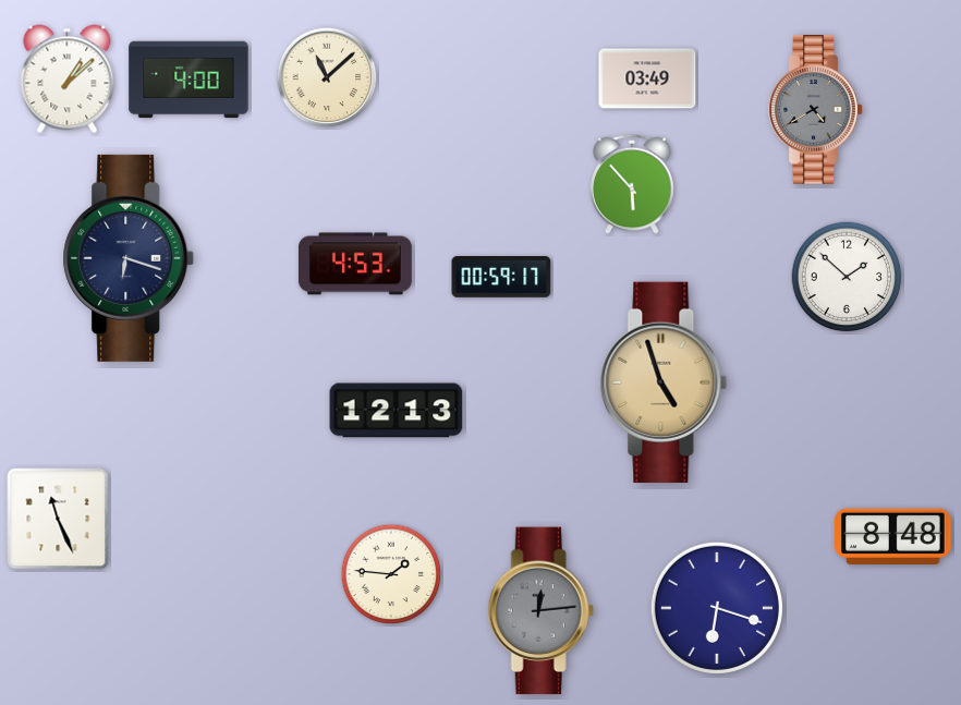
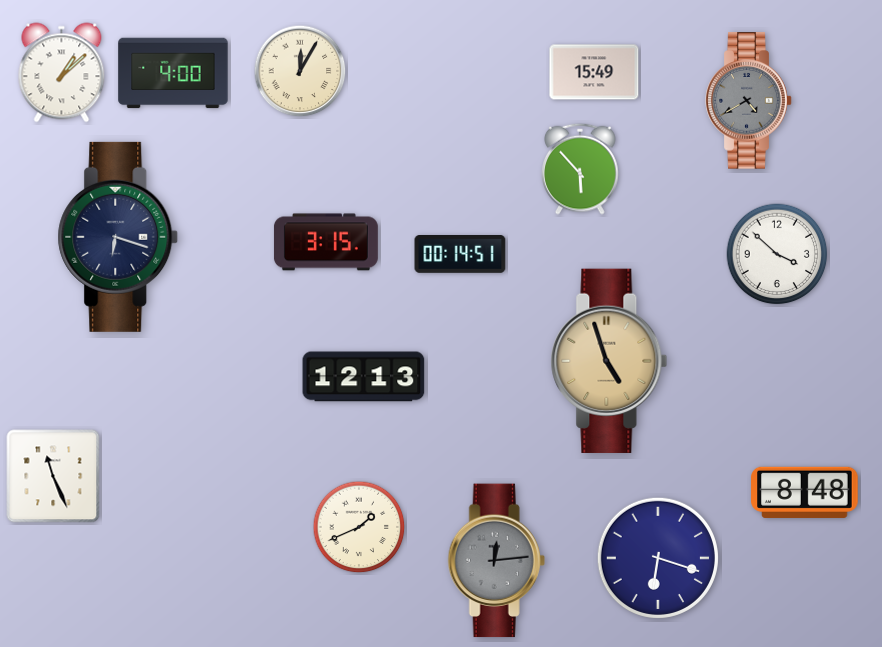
clock at (327, 77): 11:08 -> 12:05
clock at (647, 78): 03:49 -> 15:49
clock at (355, 264): 4:53 -> 3:15
clock at (847, 277): 1:52 -> 3:52
clock at (501, 278): 00:59 -> 00:14
clock at (664, 382) position: (664, 382) -> (609, 361)
clock at (893, 536) position: (893, 536) -> (805, 492)
clock at (391, 574): 1:46 -> 1:41
